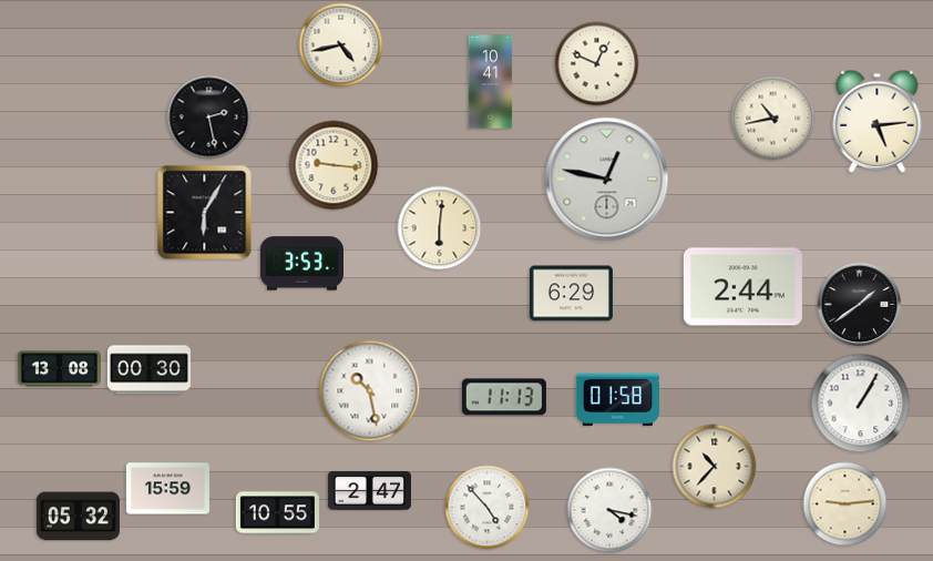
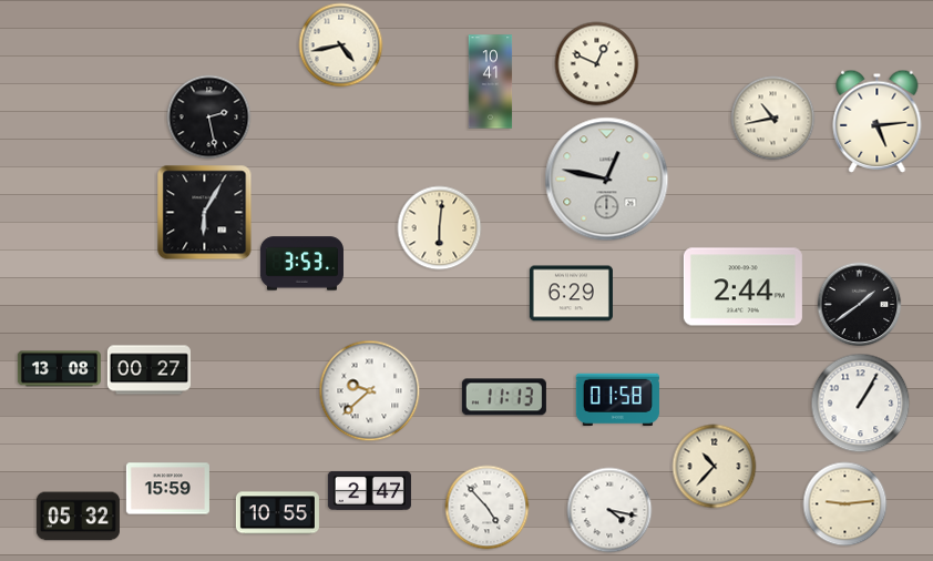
clock at (334, 165): 9:16 -> none
clock at (148, 370): 00:30 -> 00:27
clock at (370, 391): 10:28 -> 9:38
